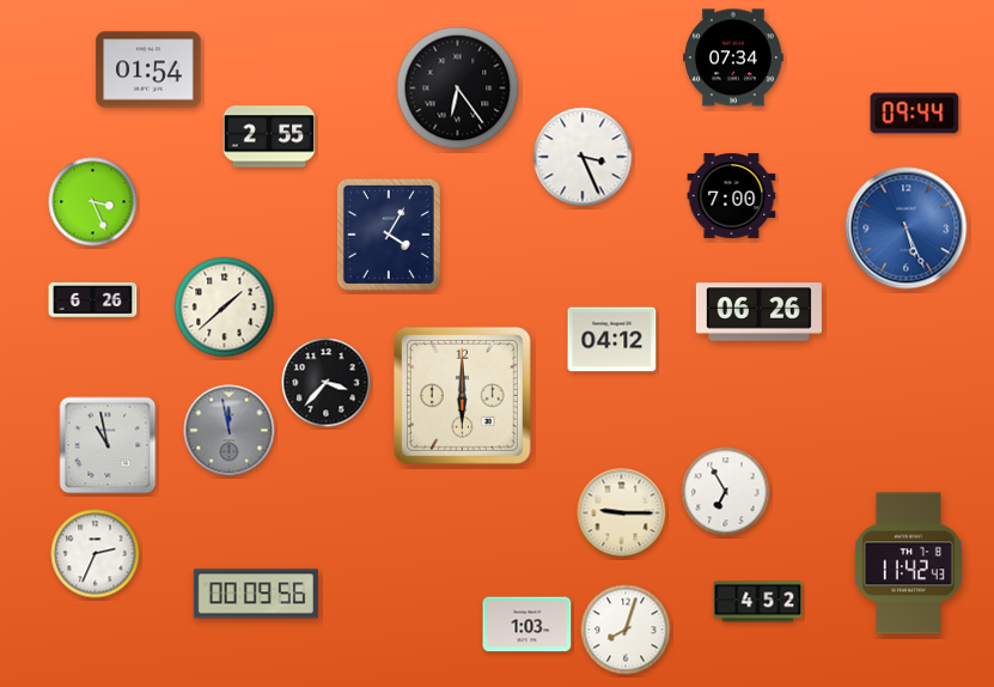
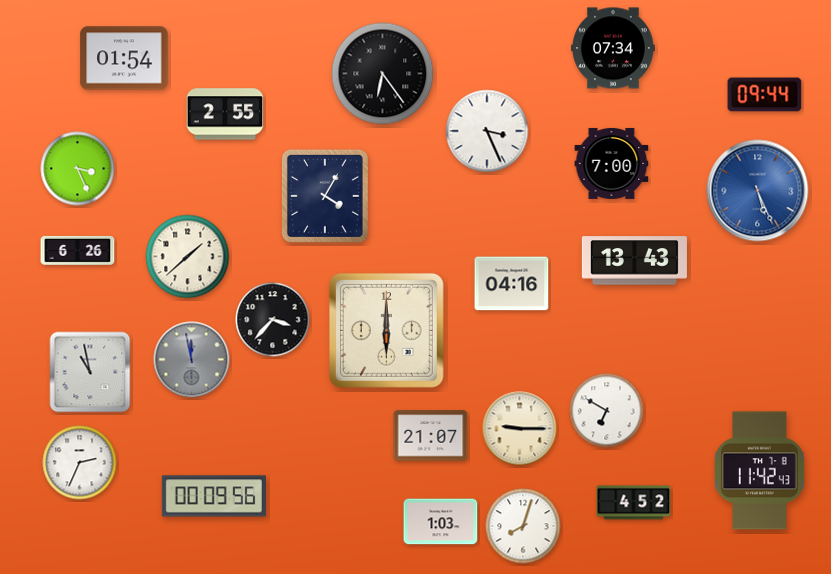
clock at (758, 312): 06:26 -> 13:43
clock at (612, 340): 04:12 -> 04:16
clock at (726, 492): 6:55 -> 6:50
clock at (431, 436): none -> 21:07
